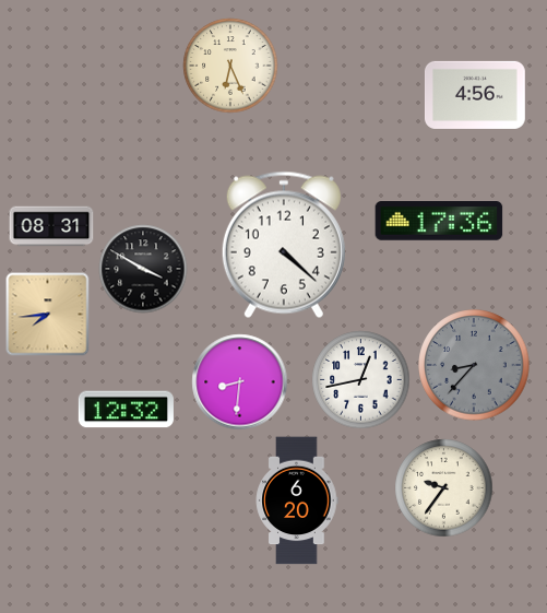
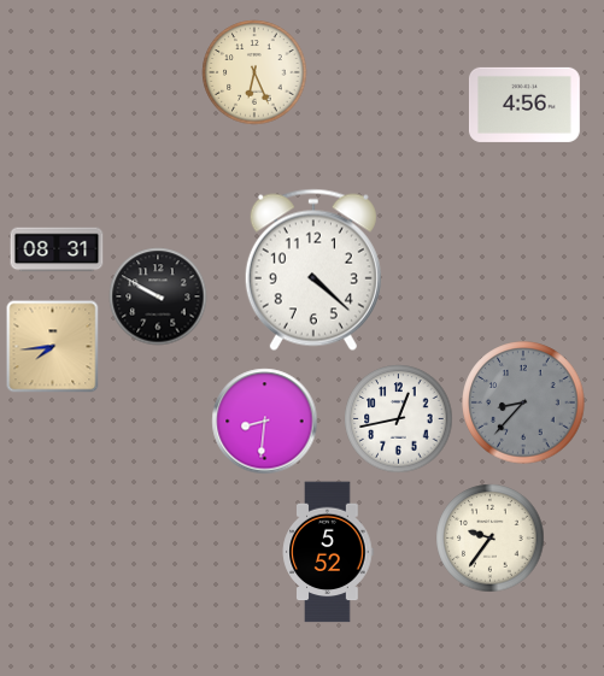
clock at (439, 222): 17:36 -> none
clock at (143, 269): 3:50 -> 9:50
clock at (126, 410): 12:32 -> none
clock at (297, 500): 6:20 -> 5:52
